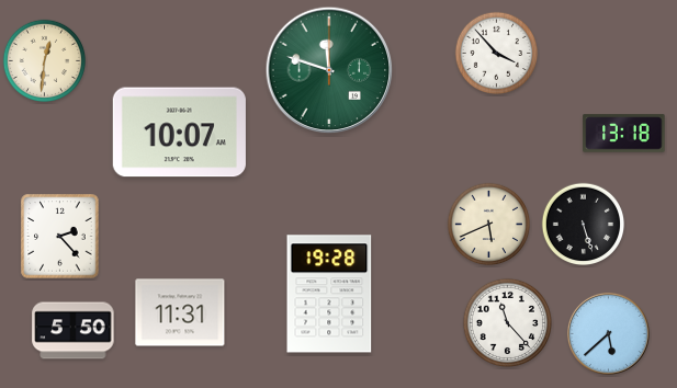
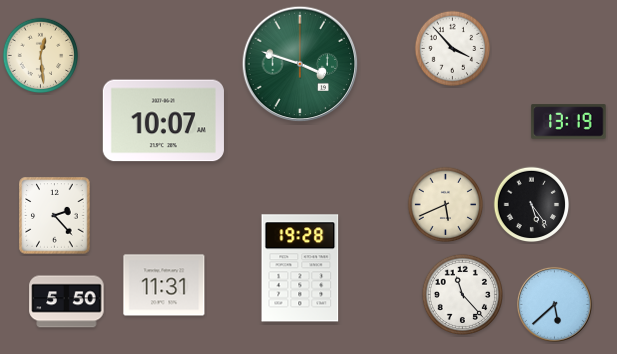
clock at (45, 61): 12:31 -> 12:29
clock at (329, 70): 11:48 -> 3:48
clock at (624, 134): 13:18 -> 13:19
clock at (584, 225): 5:27 -> 5:24
